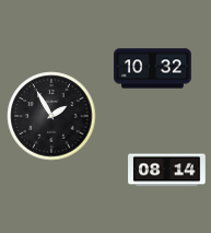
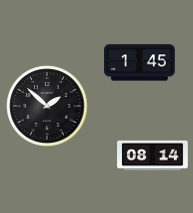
clock at (153, 69): 10:32 -> 1:45
clock at (51, 116): 1:55 -> 1:52
